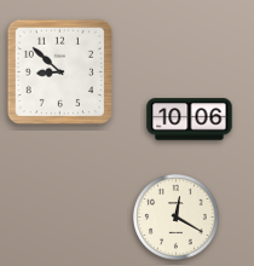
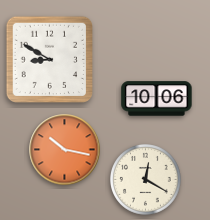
clock at (59, 71): 8:52 -> 8:50
clock at (65, 150): none -> 10:17
